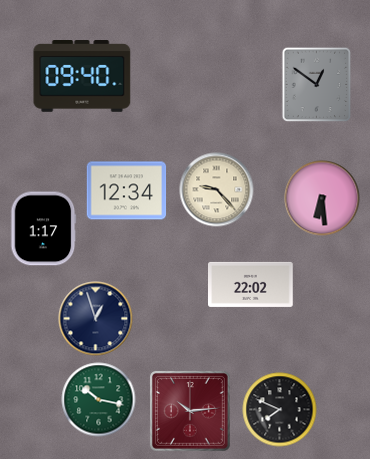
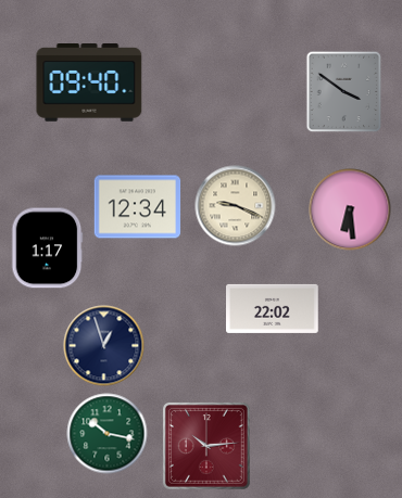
clock at (317, 85): 12:51 -> 3:51
clock at (217, 190): 9:23 -> 9:19
clock at (322, 198) position: (322, 198) -> (350, 209)
clock at (280, 410): 7:49 -> none
